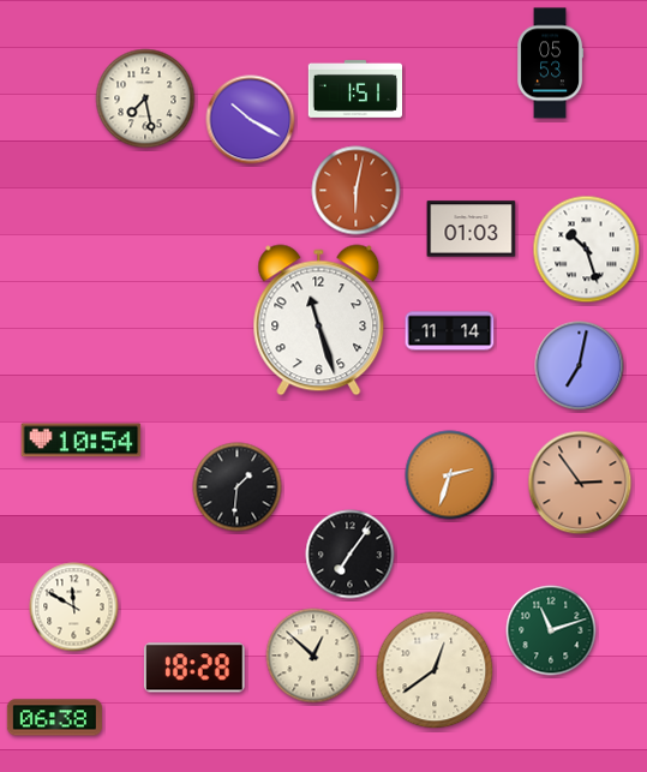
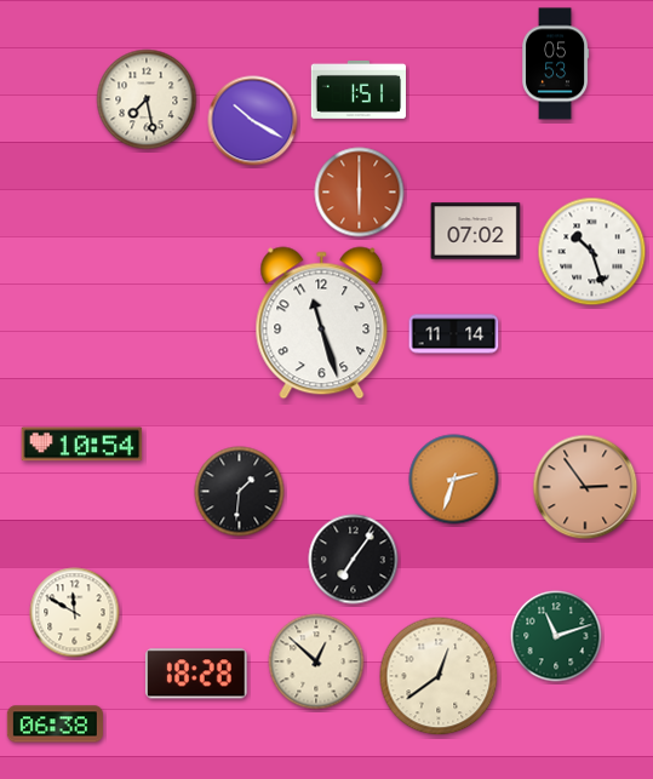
clock at (357, 191): 6:02 -> 6:00
clock at (472, 229): 01:03 -> 07:02
clock at (580, 366): 7:02 -> none
